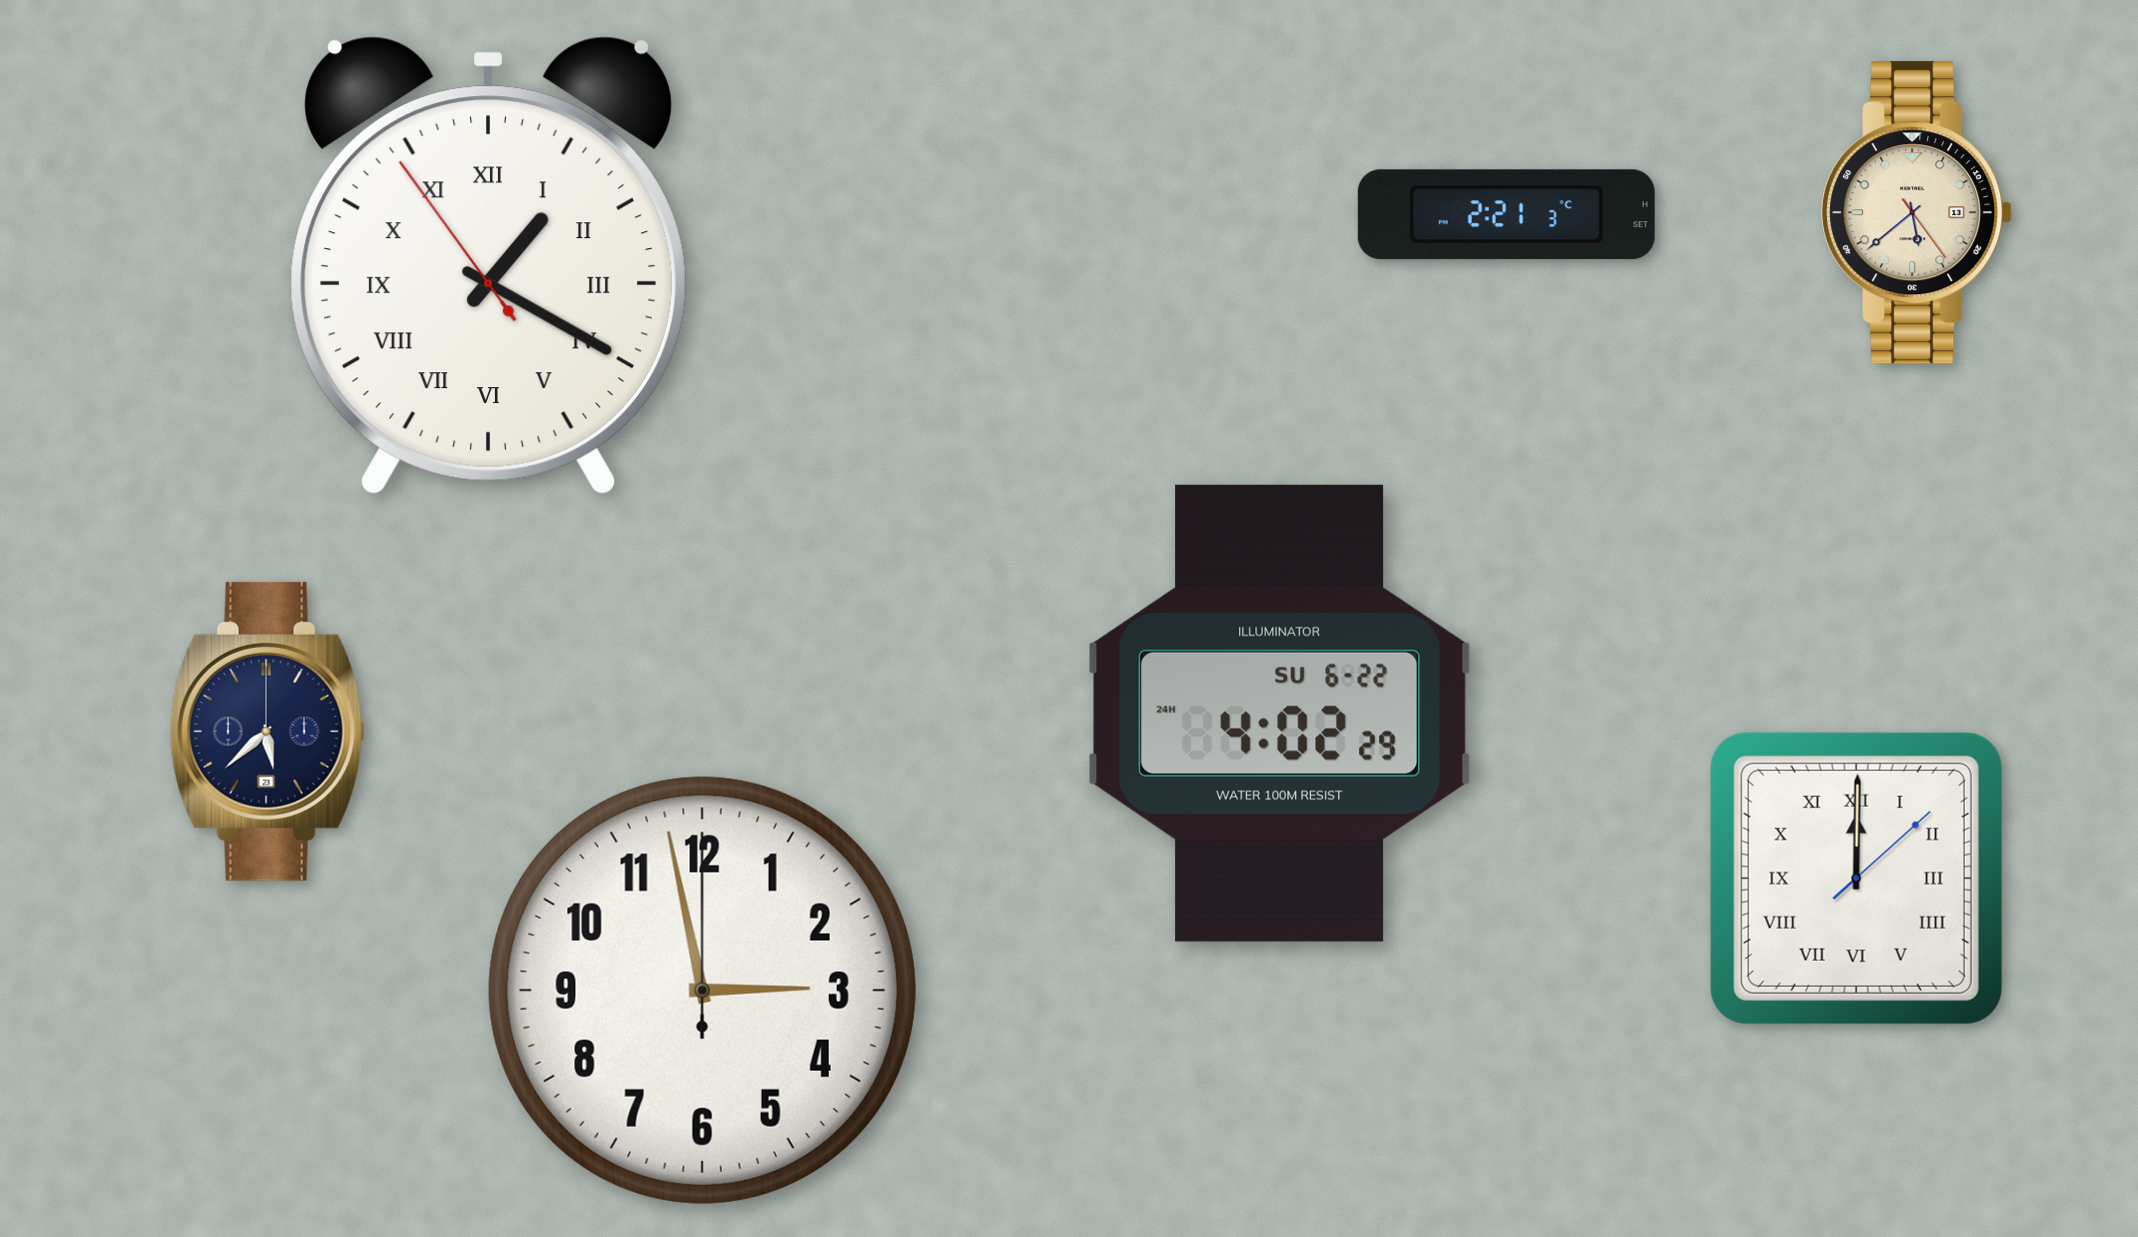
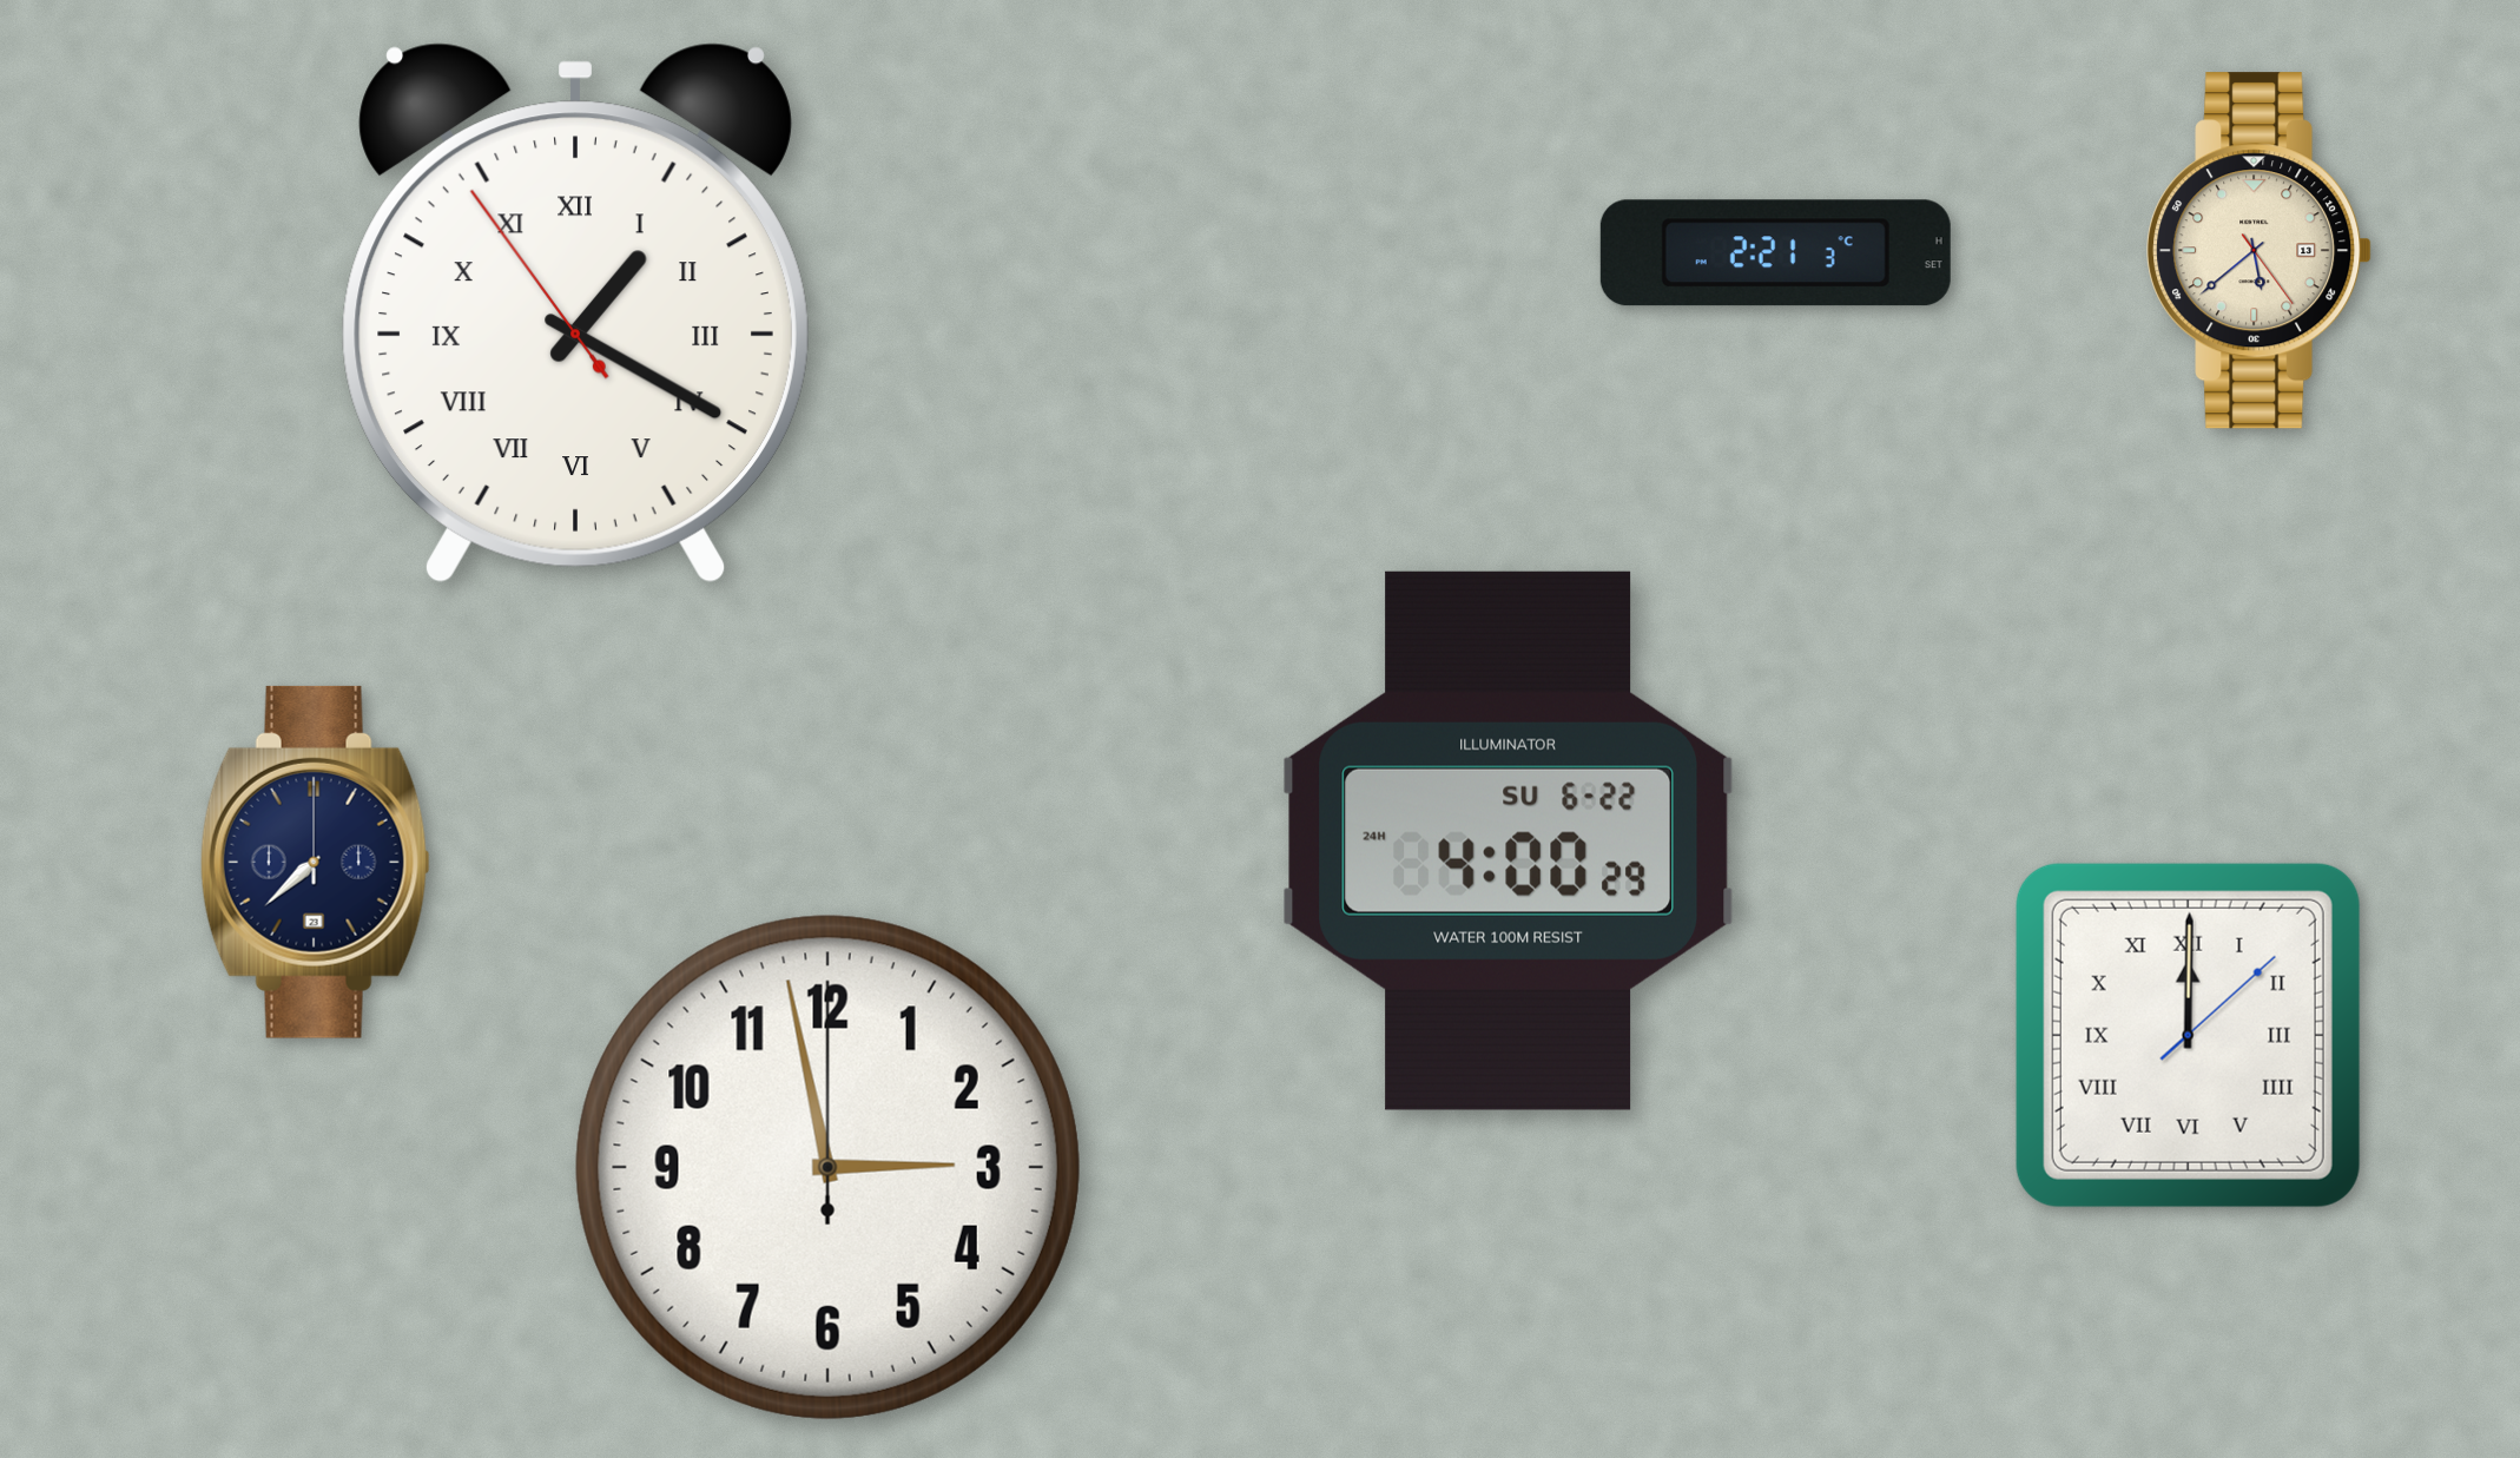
clock at (1280, 713): 4:02 -> 4:00
clock at (267, 731): 5:38 -> 7:38
